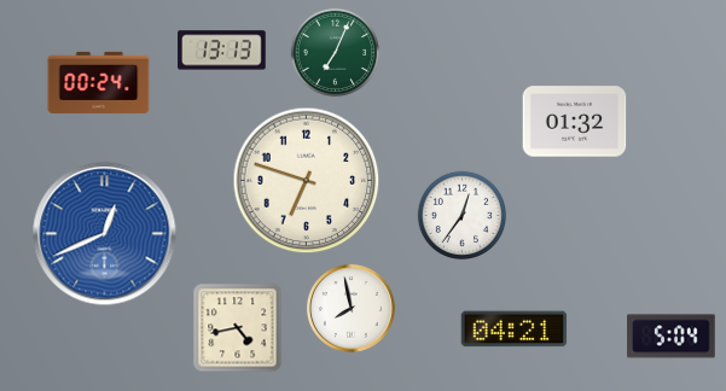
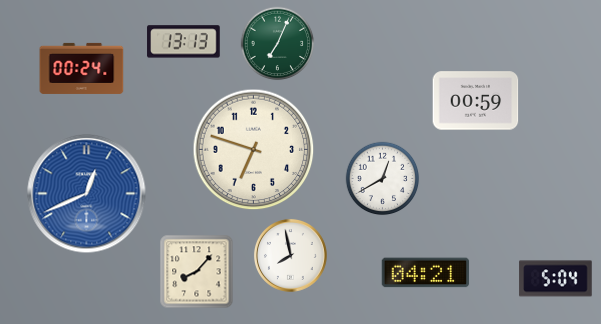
clock at (575, 122): 01:32 -> 00:59
clock at (463, 216): 12:36 -> 12:40
clock at (238, 328): 4:43 -> 8:07
